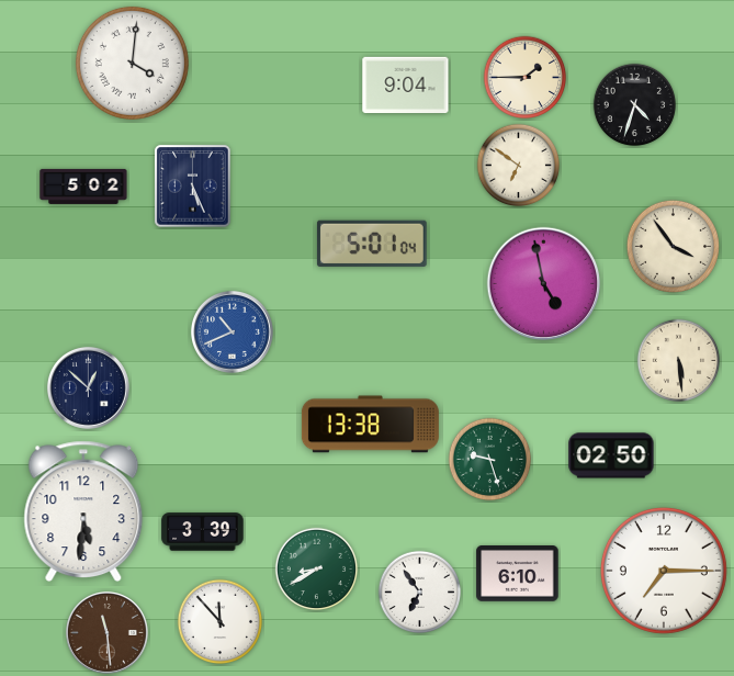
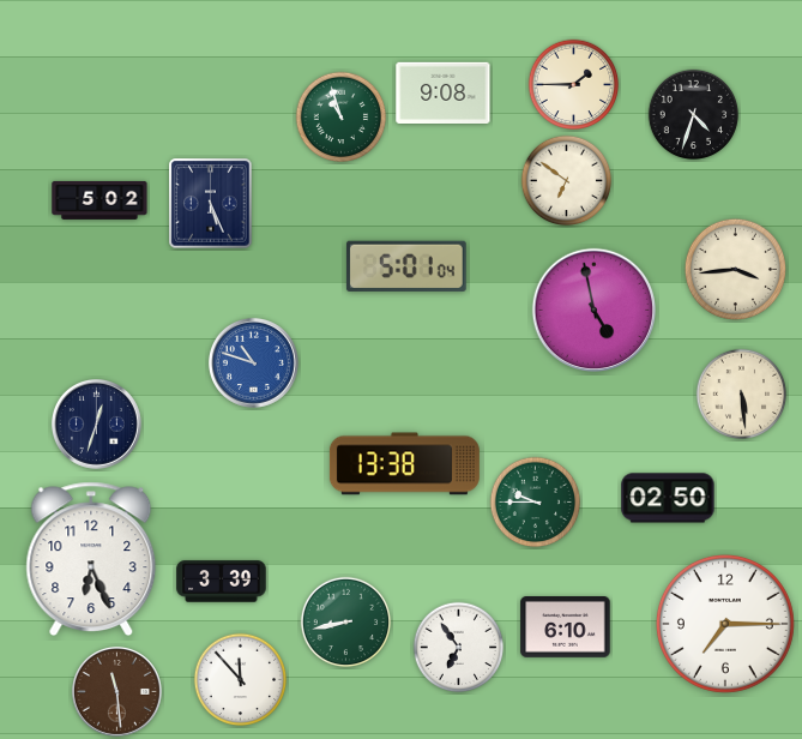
clock at (132, 63): 4:01 -> none
clock at (406, 84): 9:04 -> 9:08
clock at (342, 118): none -> 10:57
clock at (83, 187) position: (83, 187) -> (100, 200)
clock at (673, 246): 3:54 -> 3:44
clock at (232, 331): 10:41 -> 10:48
clock at (88, 387): 12:52 -> 12:33
clock at (490, 460): 9:27 -> 9:45
clock at (83, 511): 5:31 -> 6:26
clock at (317, 570): 8:40 -> 8:43
